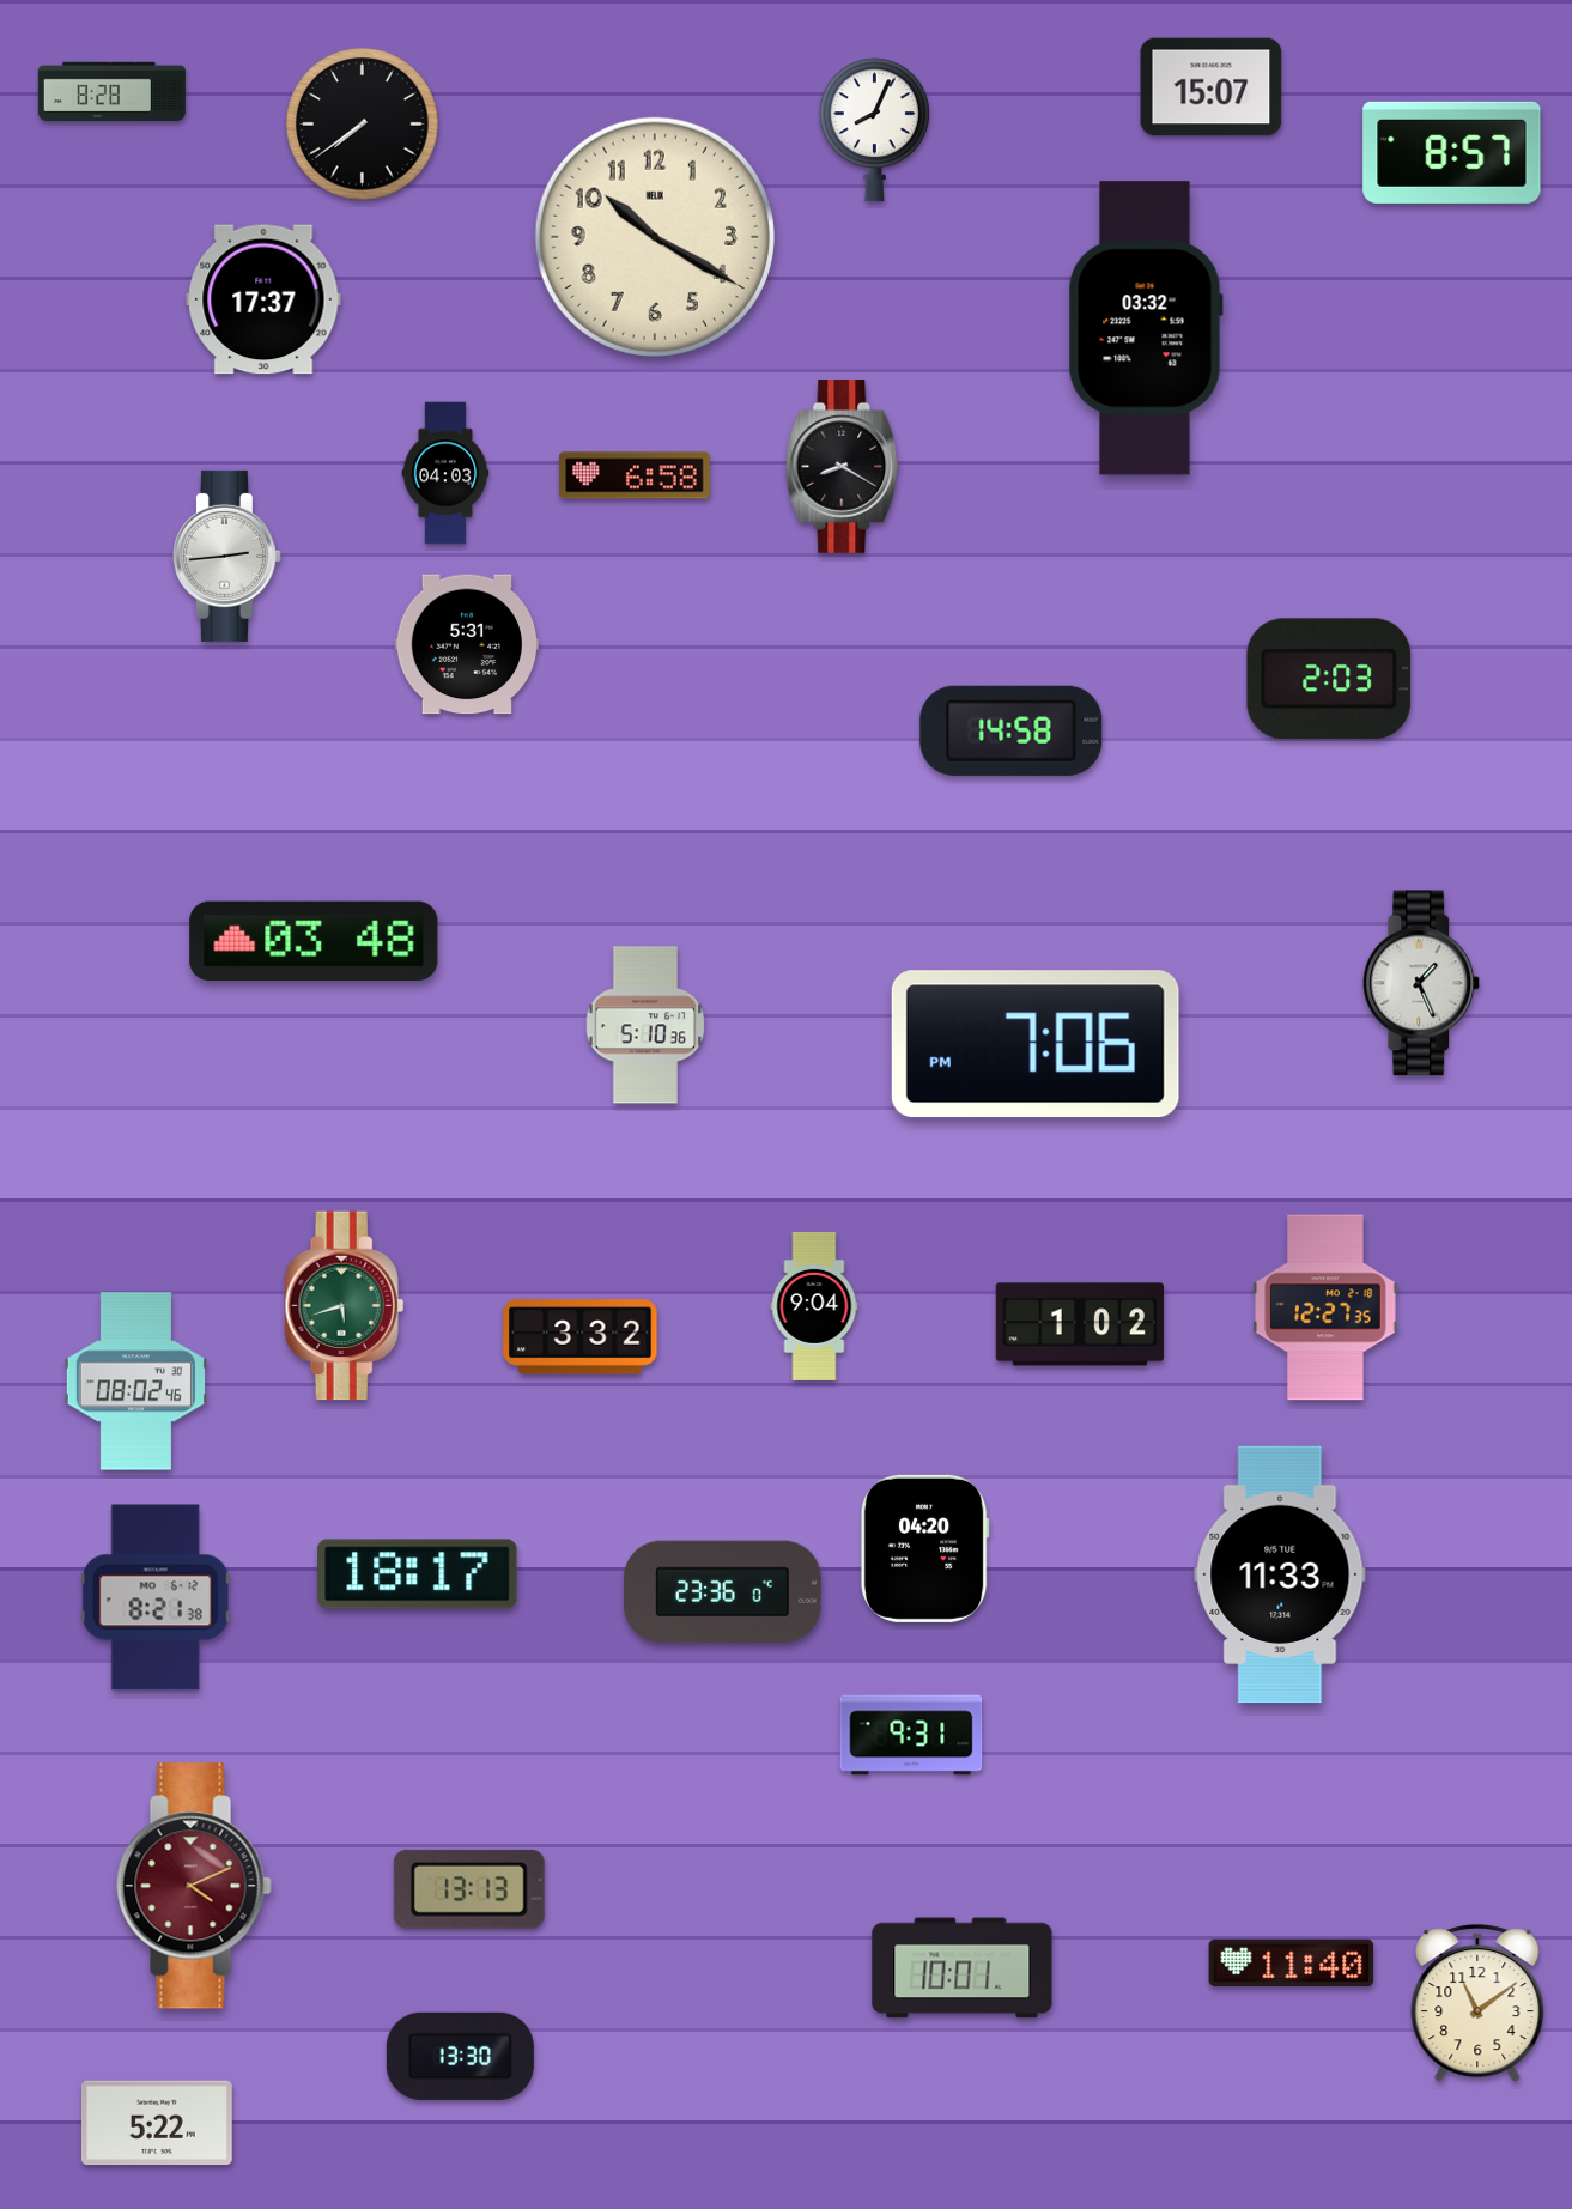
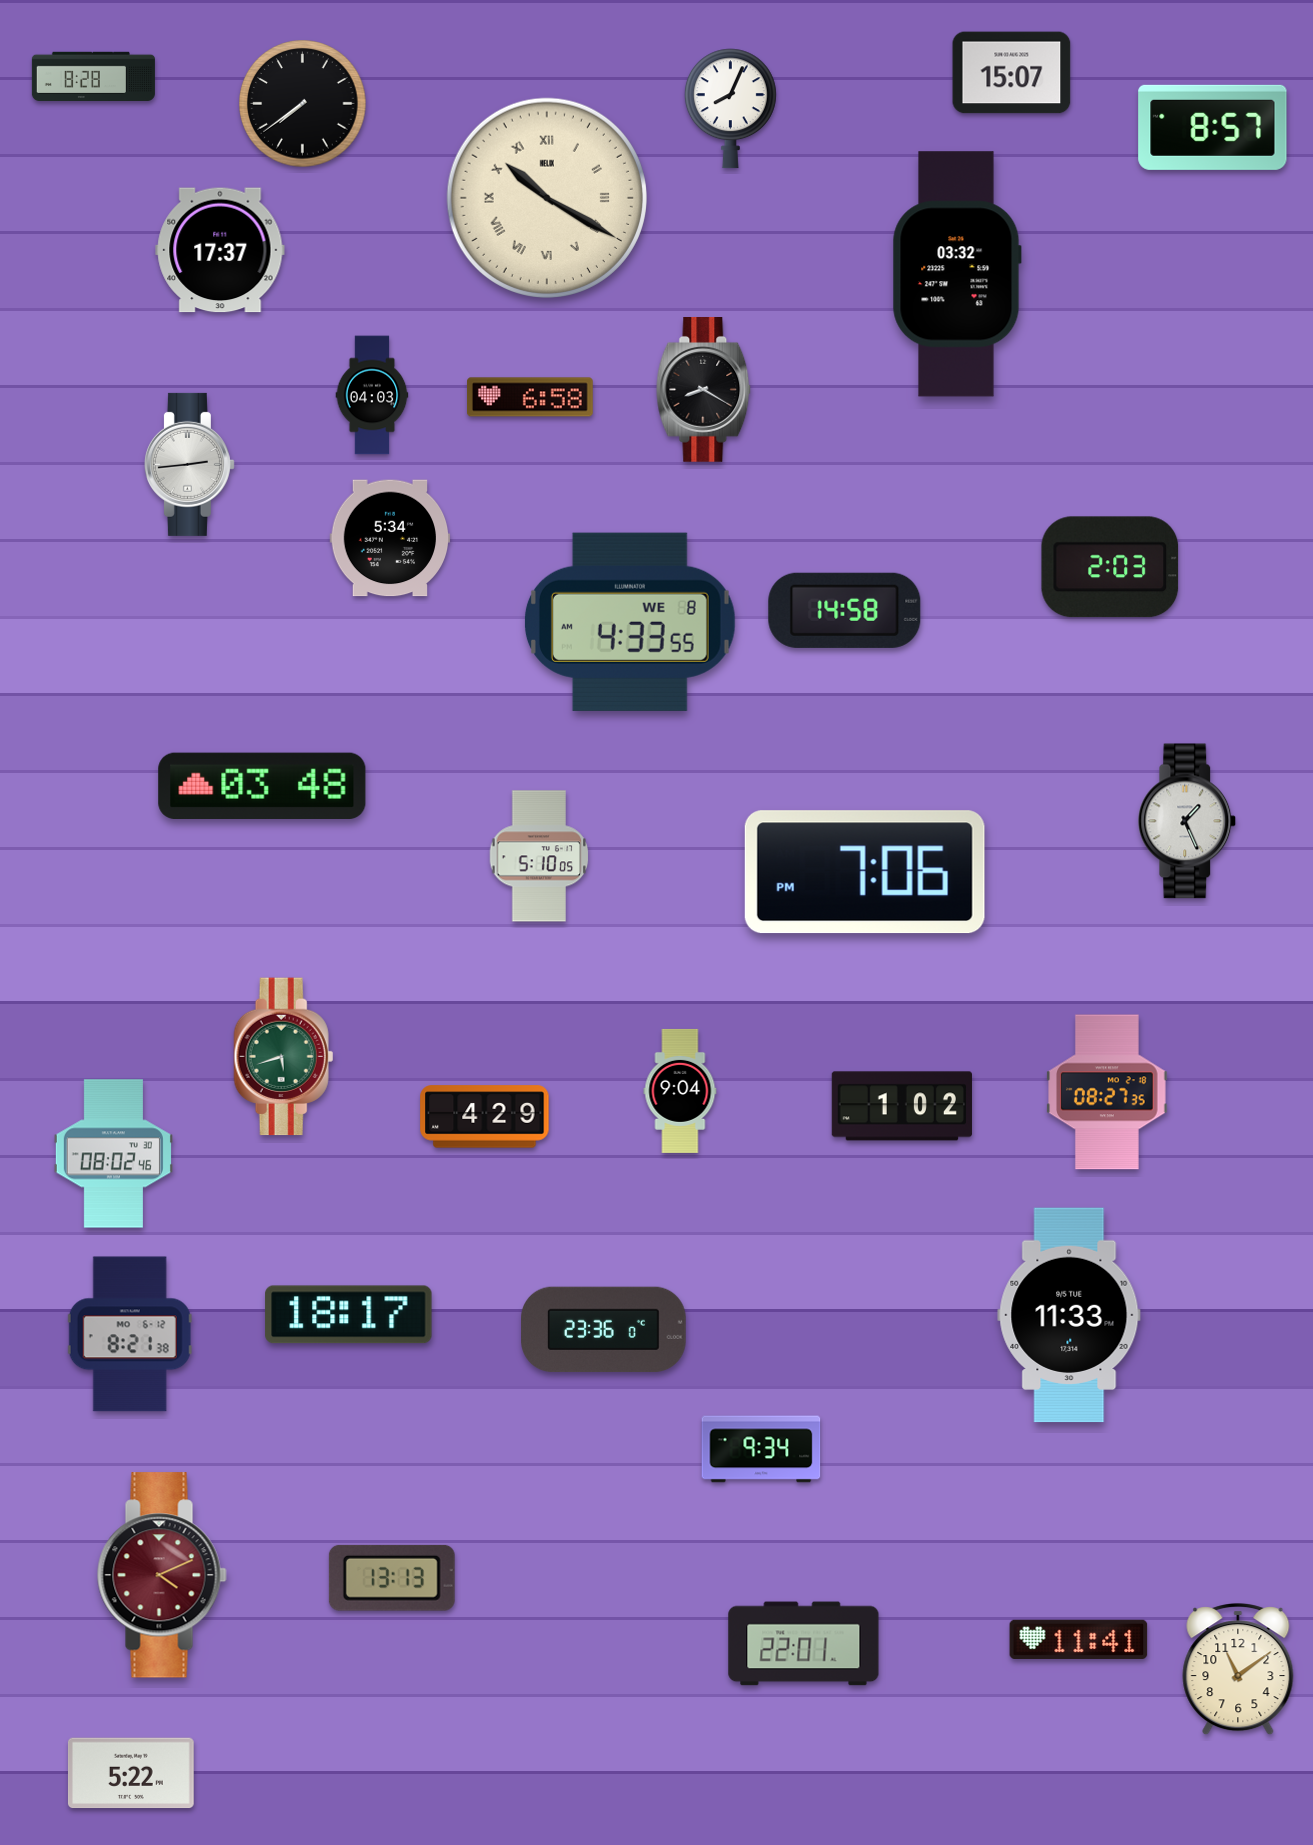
clock at (655, 237) numerals: Arabic -> Roman
clock at (467, 644): 5:31 -> 5:34
clock at (630, 622): none -> 4:33
clock at (645, 1025): 5:10:36 -> 5:10:05
clock at (345, 1306) position: (345, 1306) -> (284, 1057)
clock at (1325, 1307): 12:27 -> 08:27
clock at (581, 1337): 3:32 -> 4:29
clock at (924, 1548): 04:20 -> none
clock at (911, 1735): 9:31 -> 9:34
clock at (1292, 1962): 11:40 -> 11:41
clock at (963, 1968): 10:01 -> 22:01
clock at (1477, 2004) position: (1477, 2004) -> (1238, 1670)
clock at (460, 2056): 13:30 -> none
